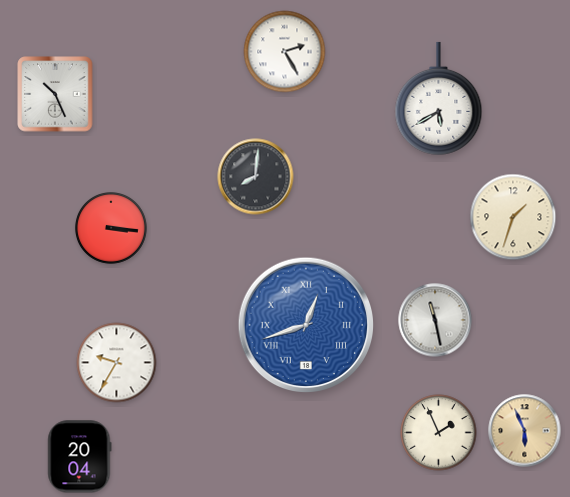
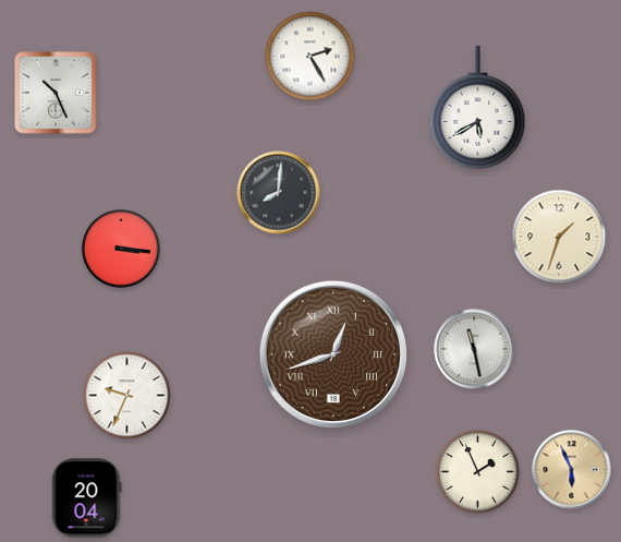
clock at (55, 94) position: (55, 94) -> (56, 93)
clock at (306, 325) dial: blue -> brown
clock at (117, 363): 9:35 -> 9:34
